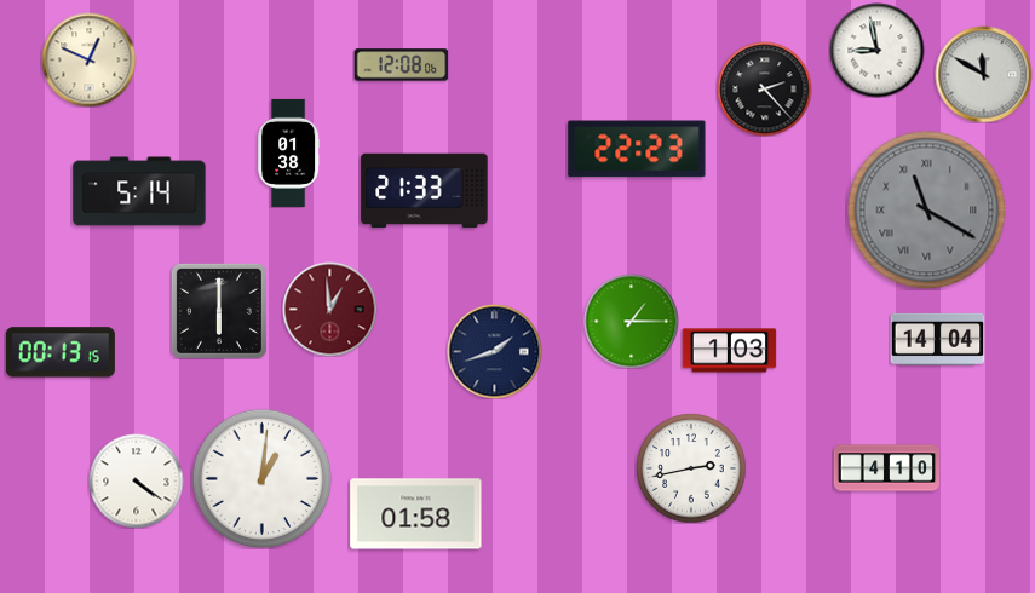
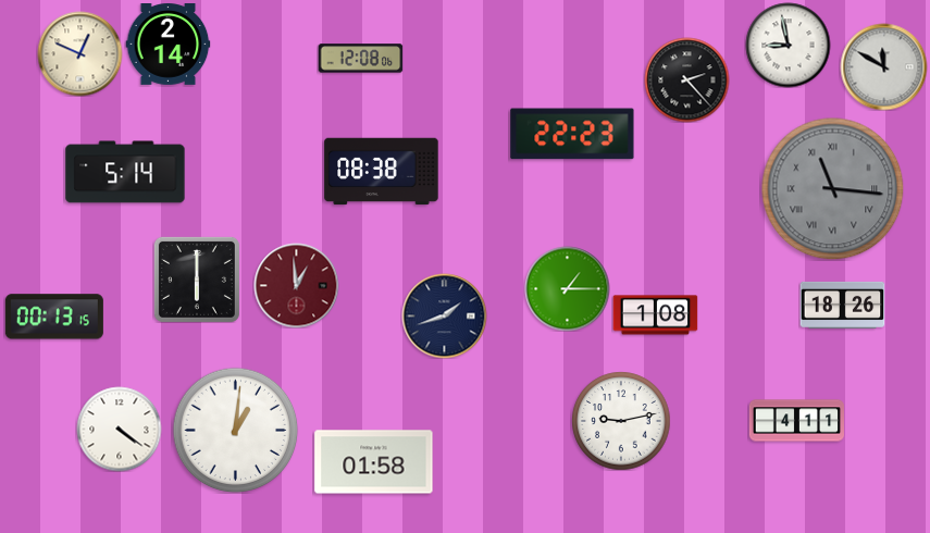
clock at (168, 45): none -> 2:14
clock at (289, 152): 01:38 -> none
clock at (425, 191): 21:33 -> 08:38
clock at (927, 211): 11:20 -> 11:16
clock at (329, 309) position: (329, 309) -> (296, 285)
clock at (937, 339): 14:04 -> 18:26
clock at (729, 351): 1:03 -> 1:08
clock at (691, 468): 2:43 -> 9:13
clock at (886, 468): 4:10 -> 4:11
clock at (136, 480) position: (136, 480) -> (119, 429)
